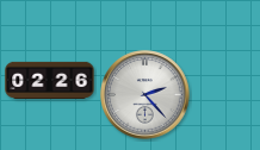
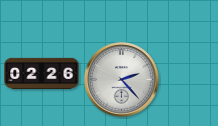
clock at (50, 80) position: (50, 80) -> (42, 73)
